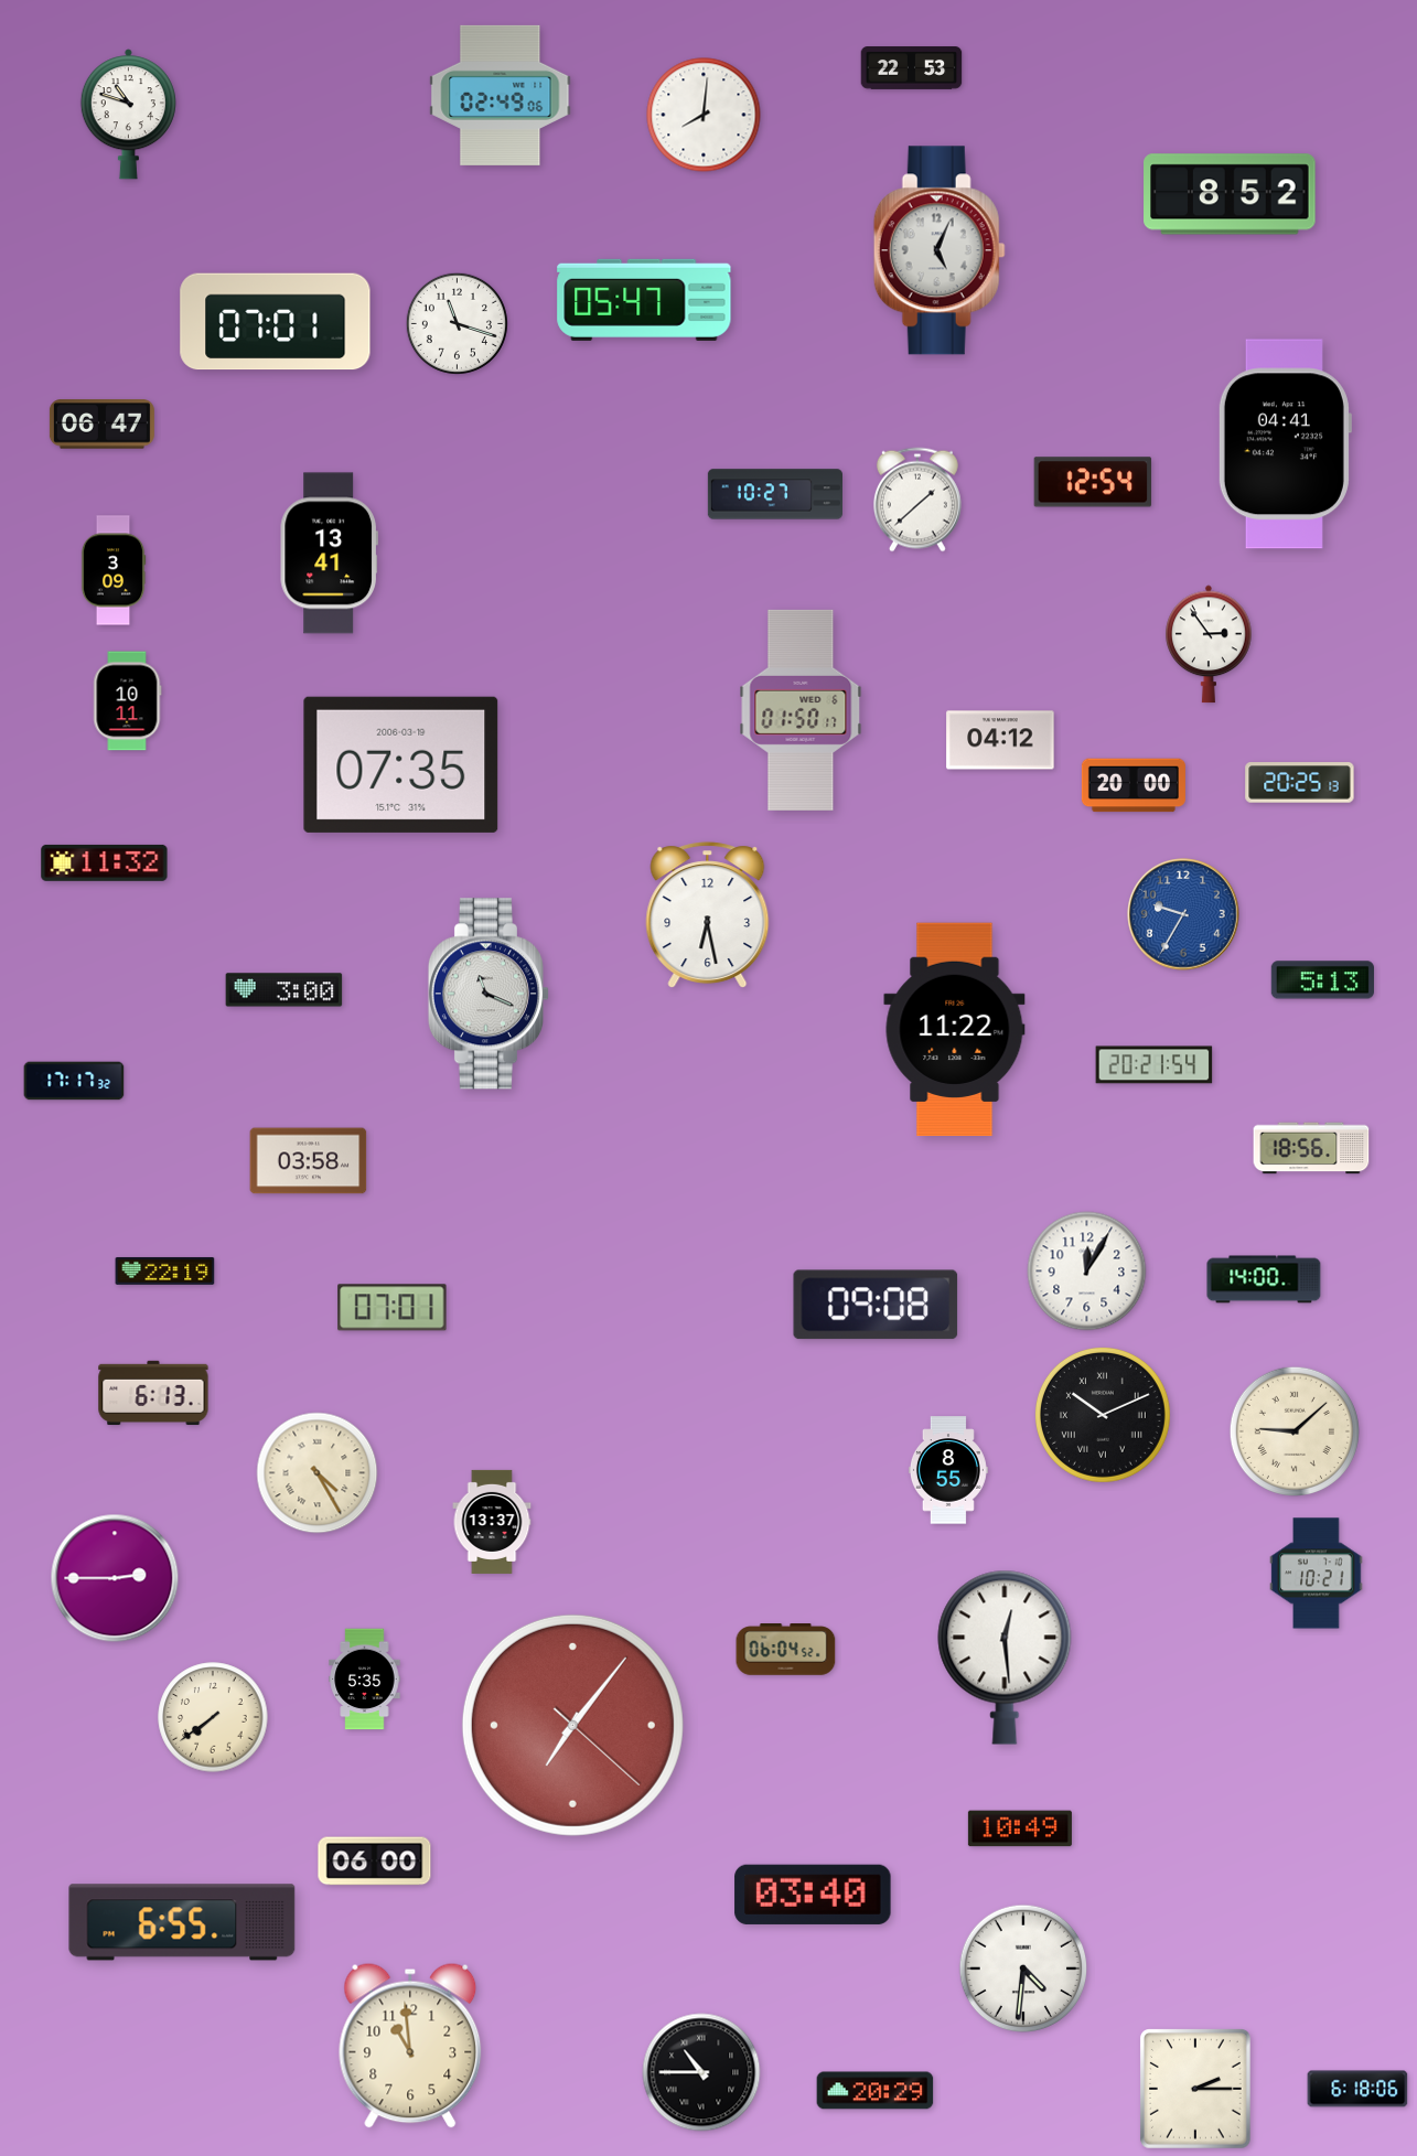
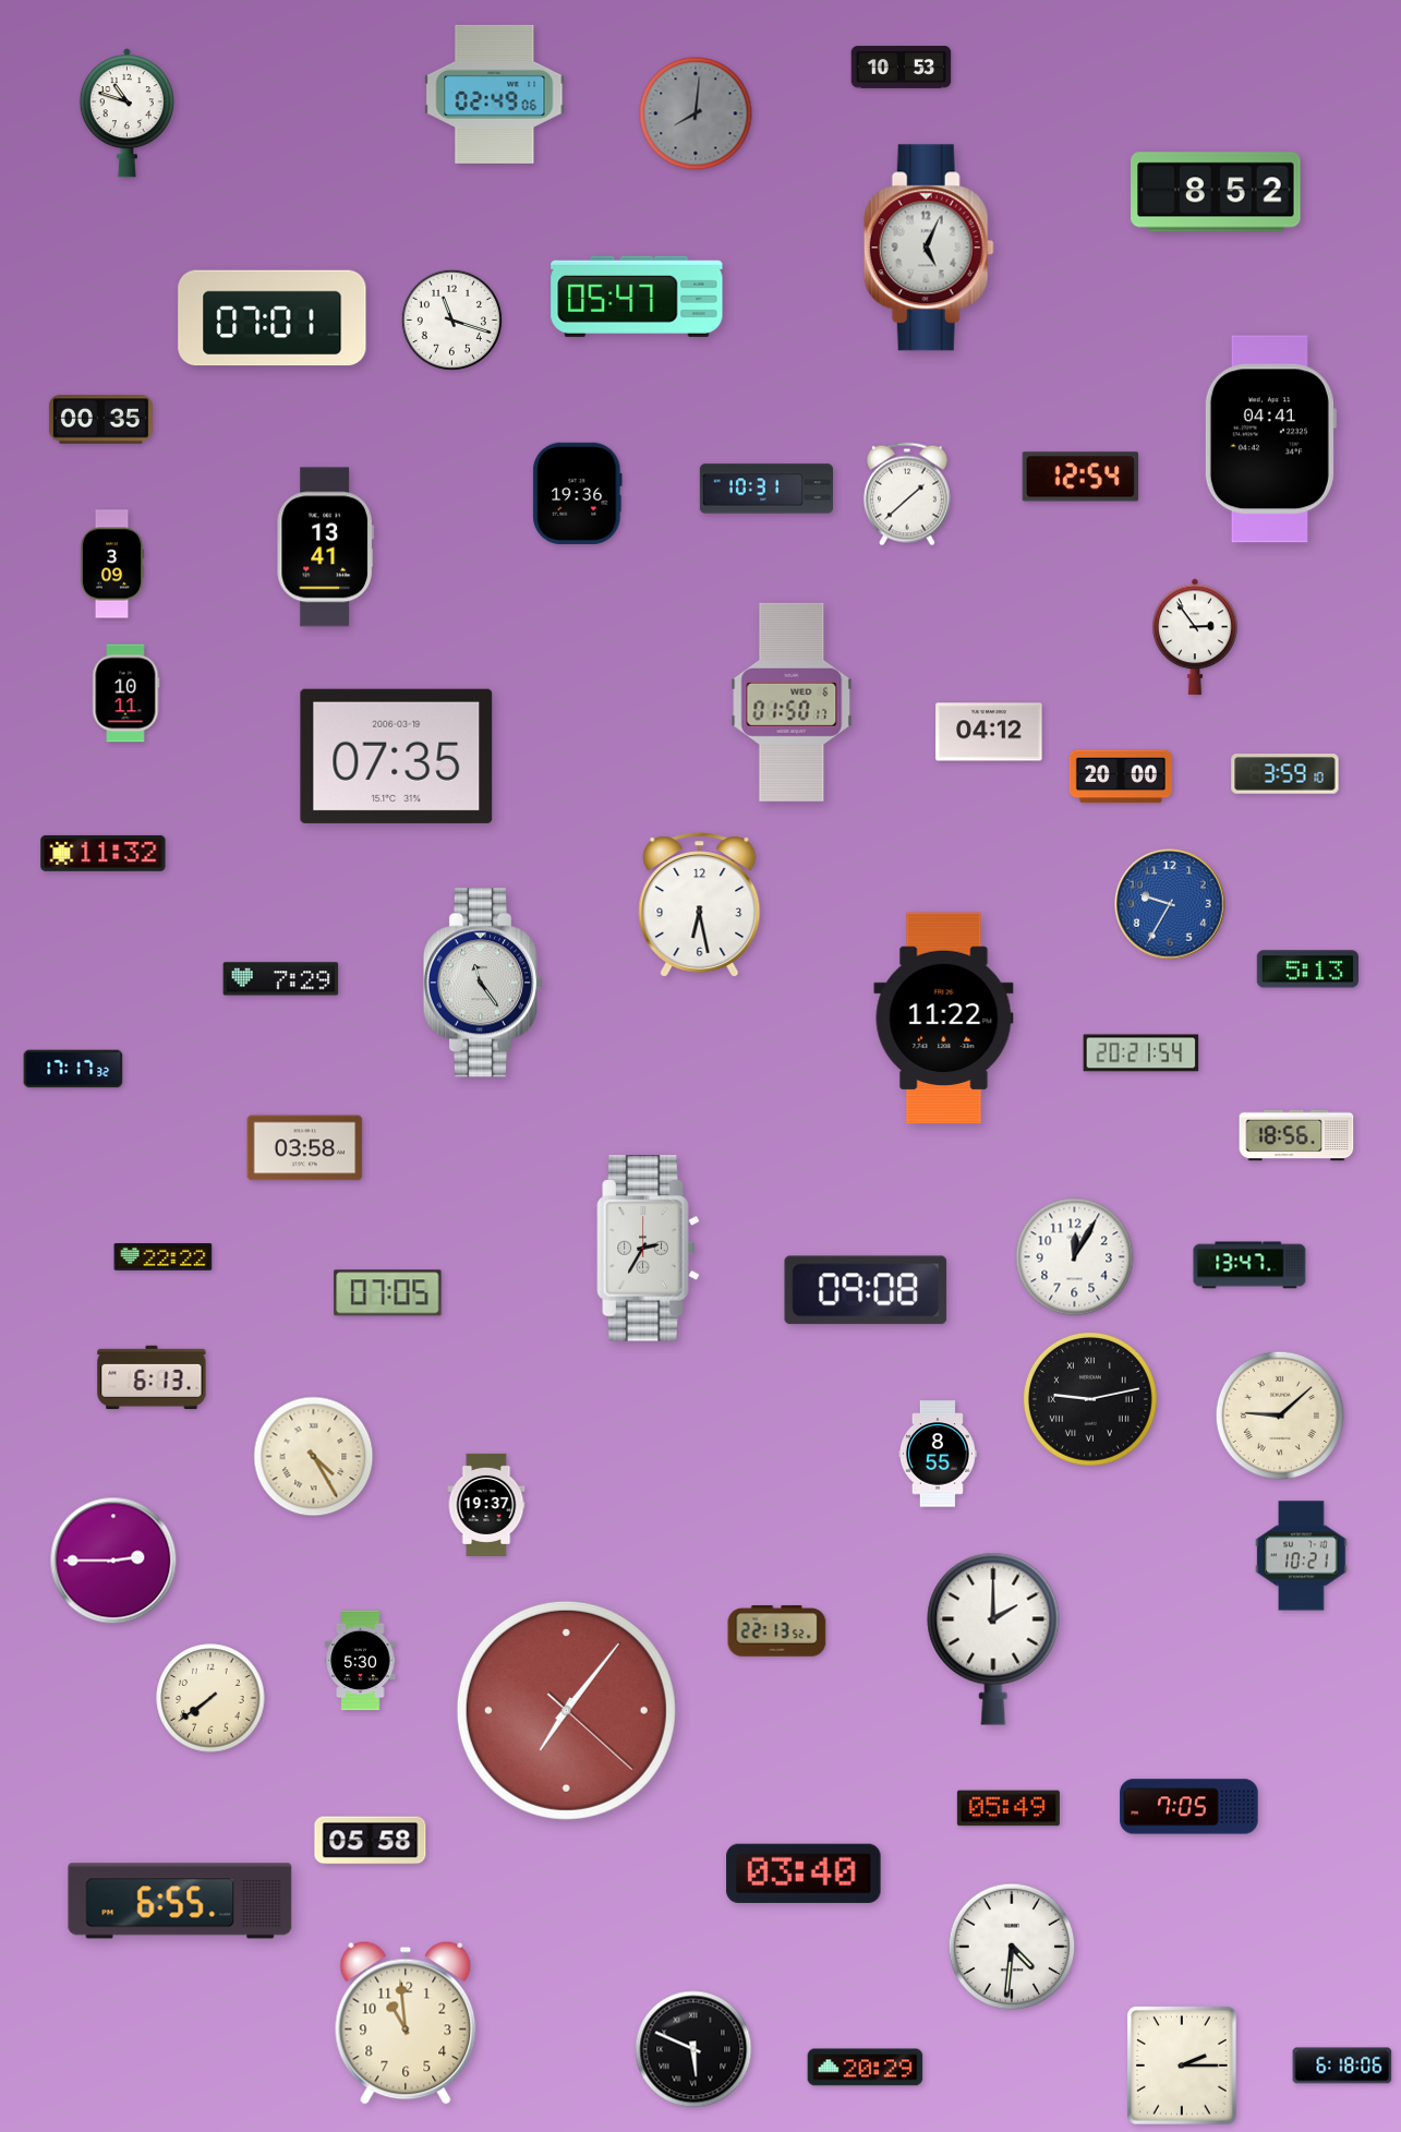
clock at (912, 68): 22:53 -> 10:53
clock at (704, 115) dial: white -> grey
clock at (101, 425): 06:47 -> 00:35
clock at (774, 494): 10:27 -> 10:31
clock at (578, 493): none -> 19:36
clock at (1300, 783): 20:25 -> 3:59
clock at (285, 990): 3:00 -> 7:29
clock at (489, 994): 11:19 -> 11:24
clock at (649, 1249): none -> 2:35
clock at (165, 1270): 22:19 -> 22:22
clock at (1264, 1279): 14:00 -> 13:47
clock at (393, 1308): 07:01 -> 07:05
clock at (1103, 1415): 10:11 -> 9:13
clock at (492, 1522): 13:37 -> 19:37
clock at (786, 1650): 06:04 -> 22:13
clock at (1005, 1658): 12:29 -> 2:00
clock at (365, 1680): 5:35 -> 5:30
clock at (572, 1725) position: (572, 1725) -> (566, 1710)
clock at (1189, 1807): none -> 7:05
clock at (1020, 1828): 10:49 -> 05:49
clock at (375, 1862): 06:00 -> 05:58
clock at (701, 2072): 10:45 -> 5:49
